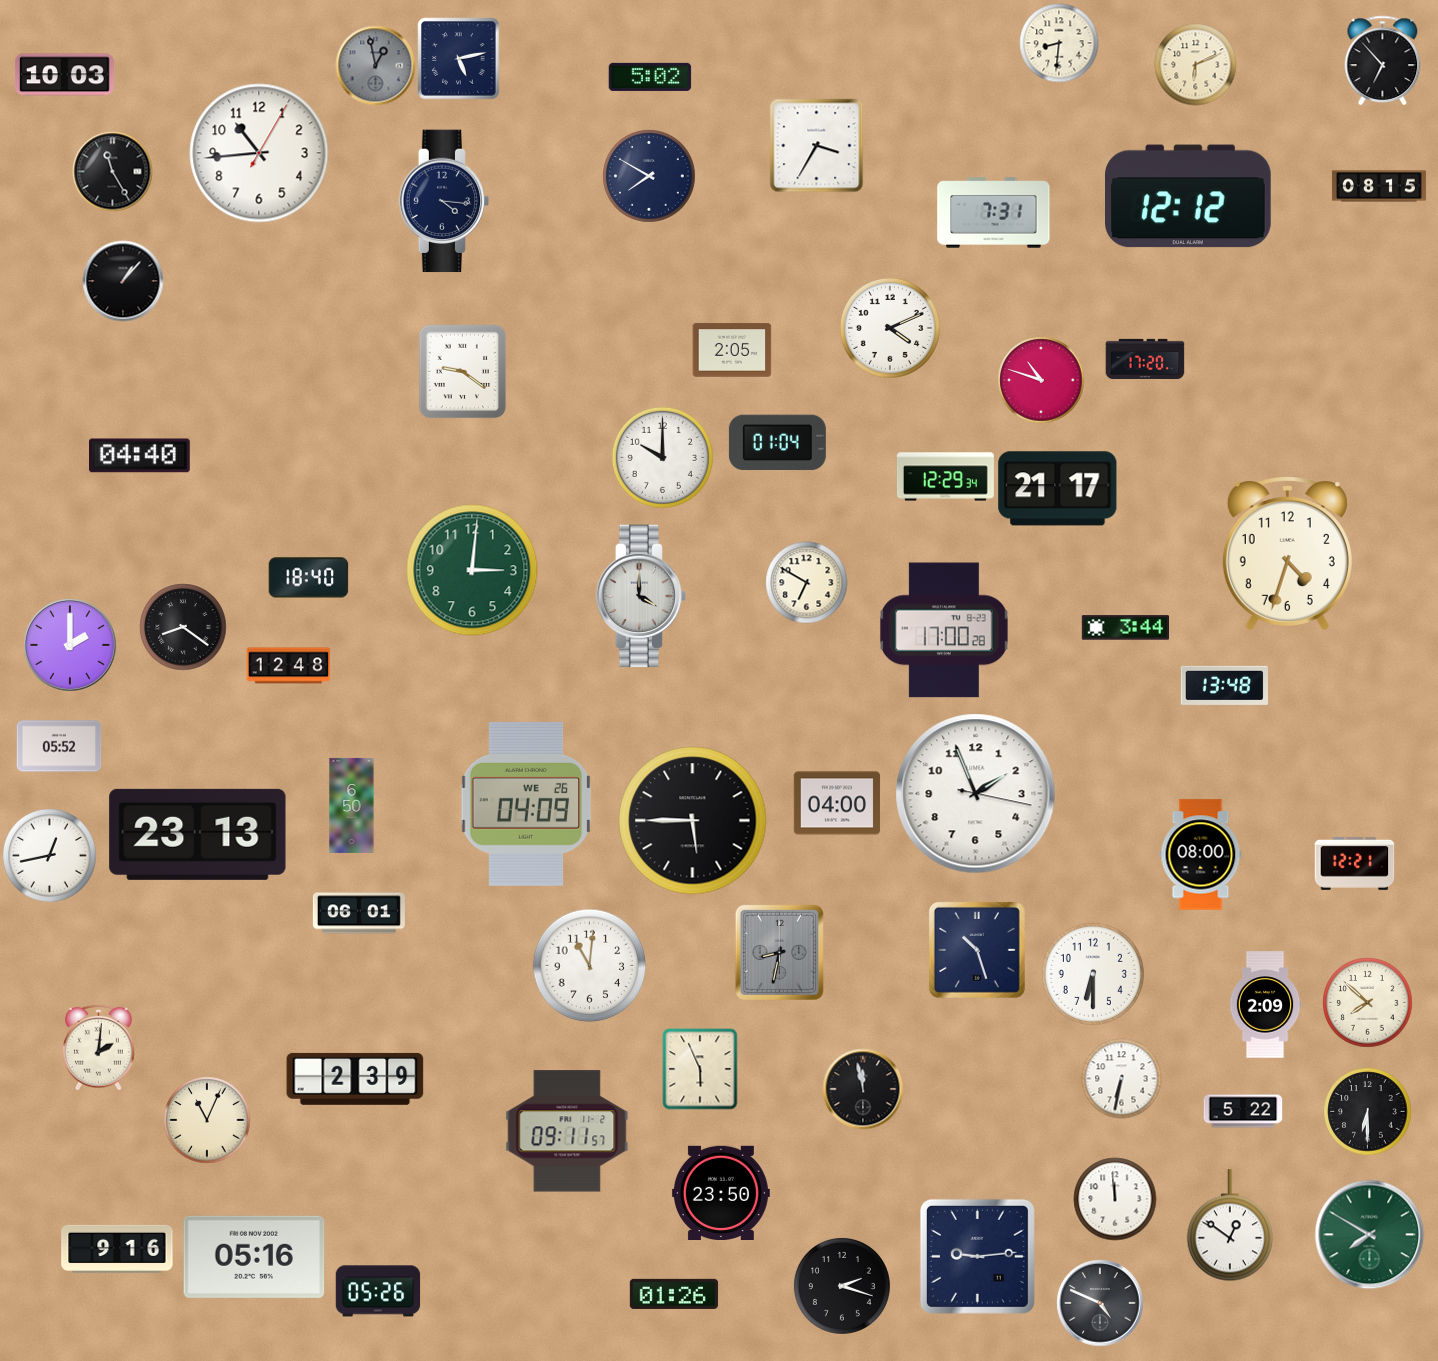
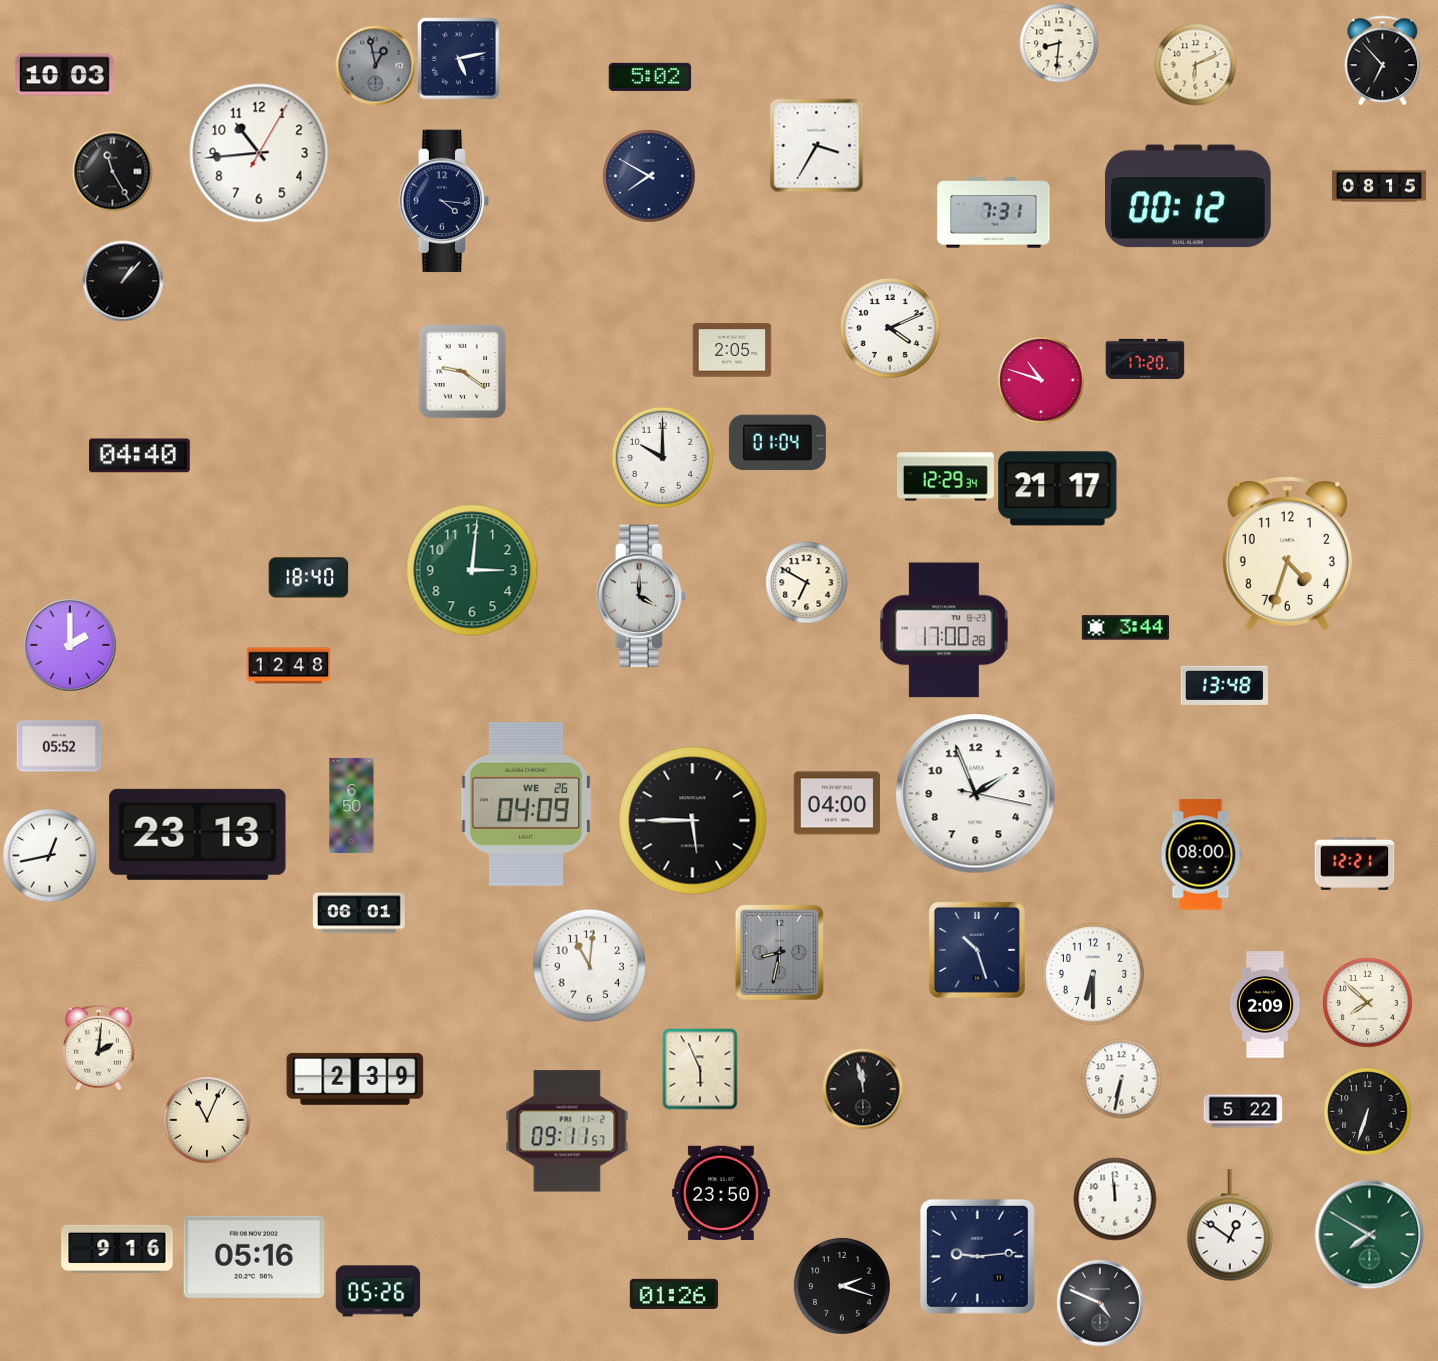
clock at (1189, 196): 12:12 -> 00:12
clock at (183, 627): 8:21 -> none
clock at (1367, 1111): 6:30 -> 6:33
